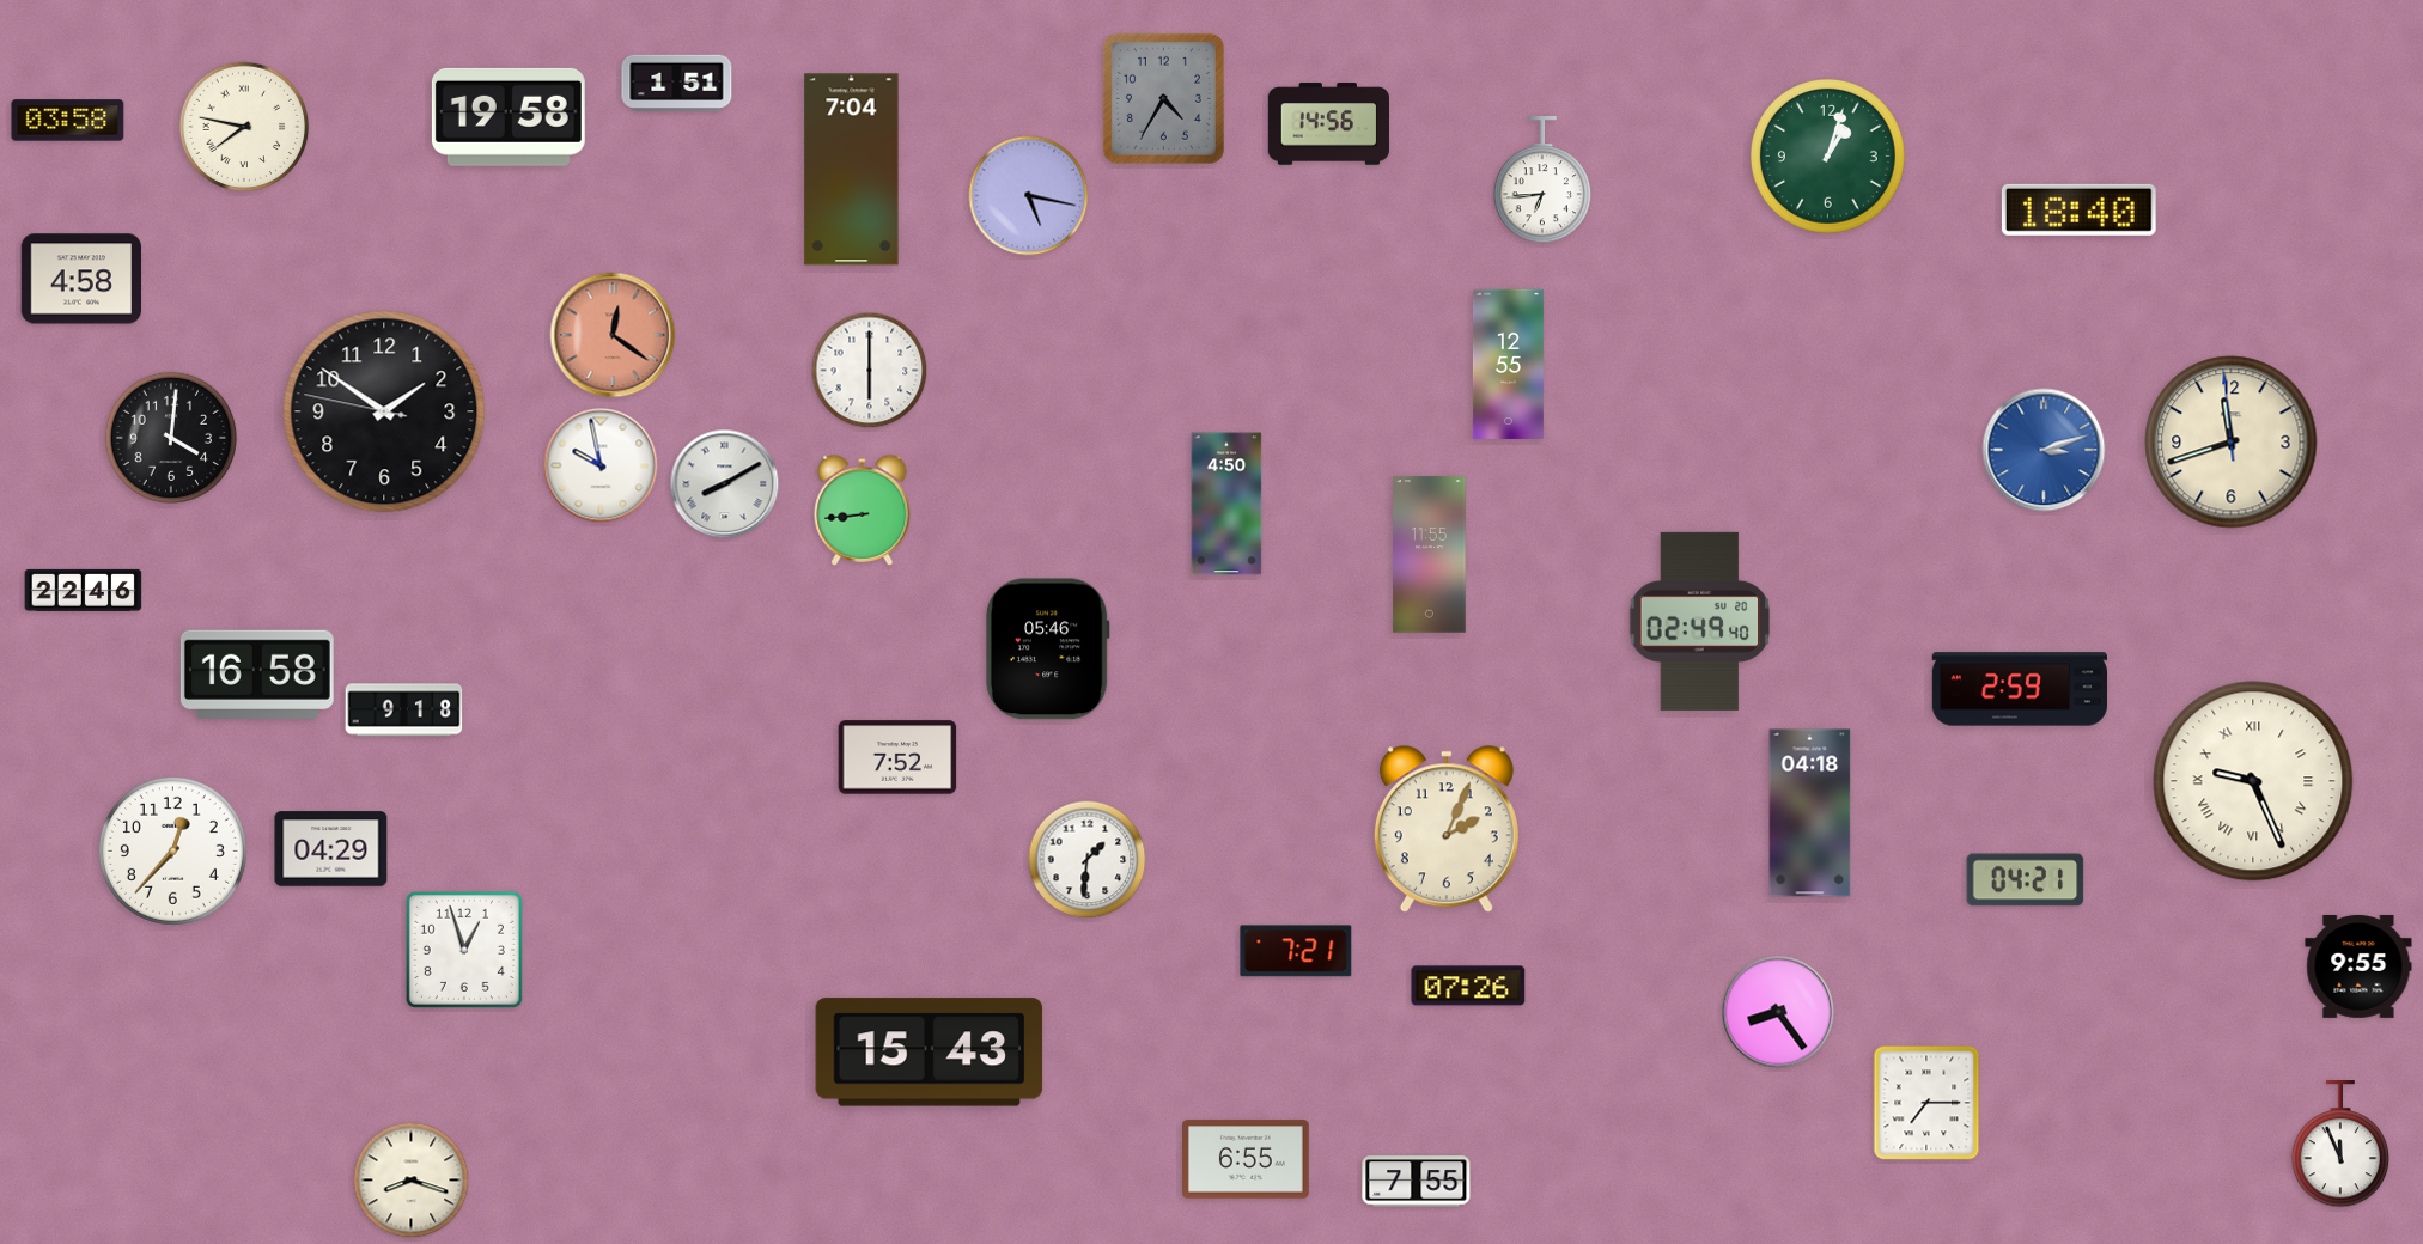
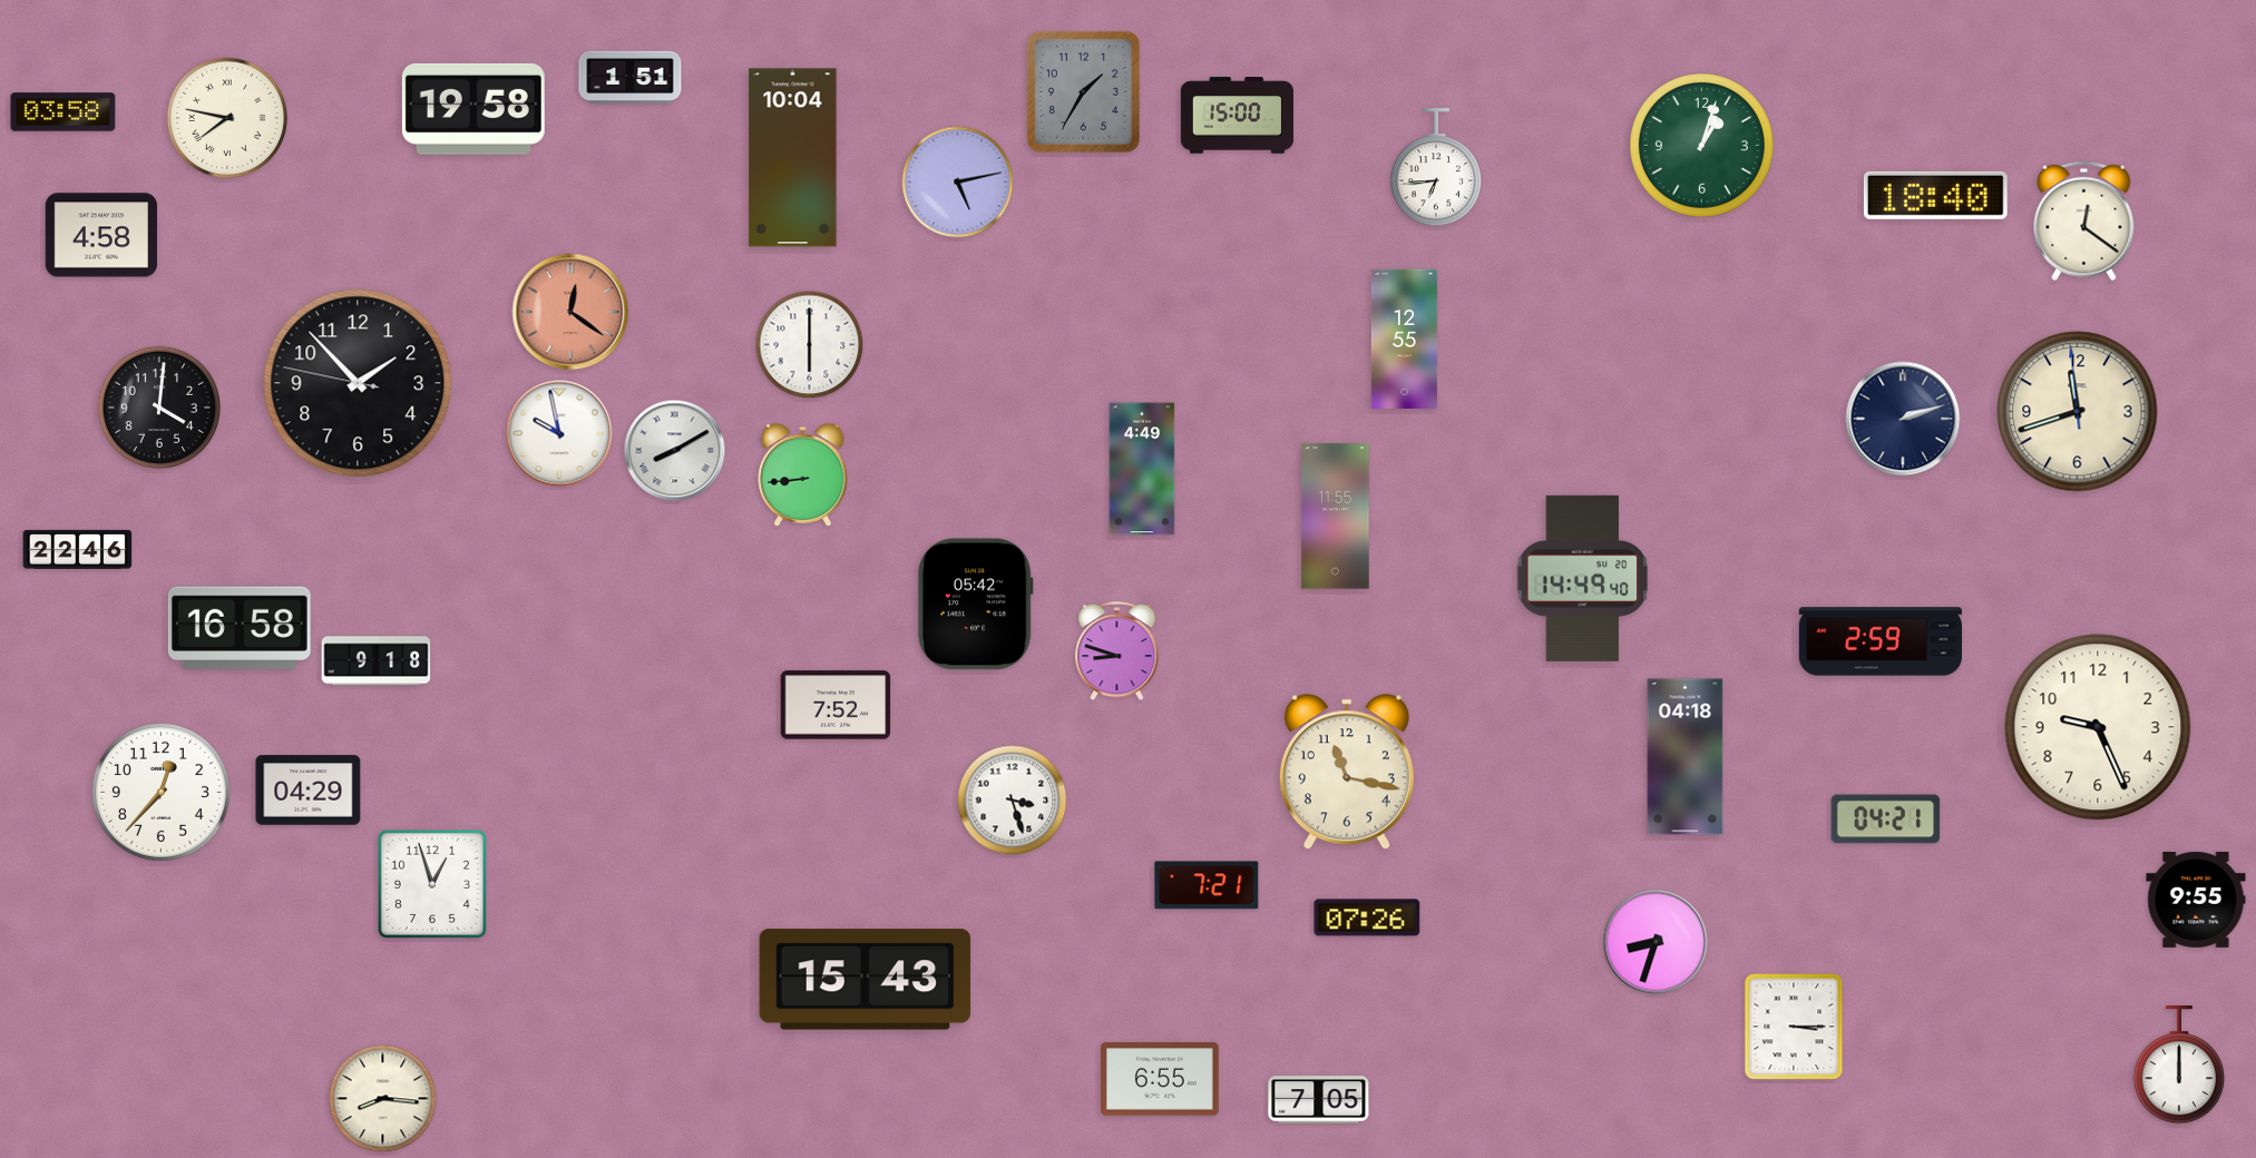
clock at (1163, 98): 4:35 -> 1:35
clock at (1328, 124): 14:56 -> 15:00
clock at (852, 170): 7:04 -> 10:04
clock at (1029, 196): 5:17 -> 5:13
clock at (2084, 222): none -> 12:21
clock at (80, 279) position: (80, 279) -> (100, 235)
clock at (384, 411): 1:50 -> 1:52
clock at (2044, 450): 3:12 -> 2:12
clock at (2044, 450) dial: blue -> navy
clock at (1226, 504): 4:50 -> 4:49
clock at (1430, 555) position: (1430, 555) -> (1336, 517)
clock at (1700, 621): 02:49 -> 14:49
clock at (1047, 650): 05:46 -> 05:42
clock at (1117, 651): none -> 8:48
clock at (2253, 781) numerals: Roman -> Arabic
clock at (1447, 830): 2:04 -> 11:17
clock at (1088, 860): 1:31 -> 3:27
clock at (1778, 1012): 8:24 -> 8:33
clock at (1926, 1103): 7:15 -> 3:15
clock at (2340, 1145): 11:56 -> 12:00
clock at (412, 1181): 8:18 -> 8:16
clock at (1417, 1182): 7:55 -> 7:05
